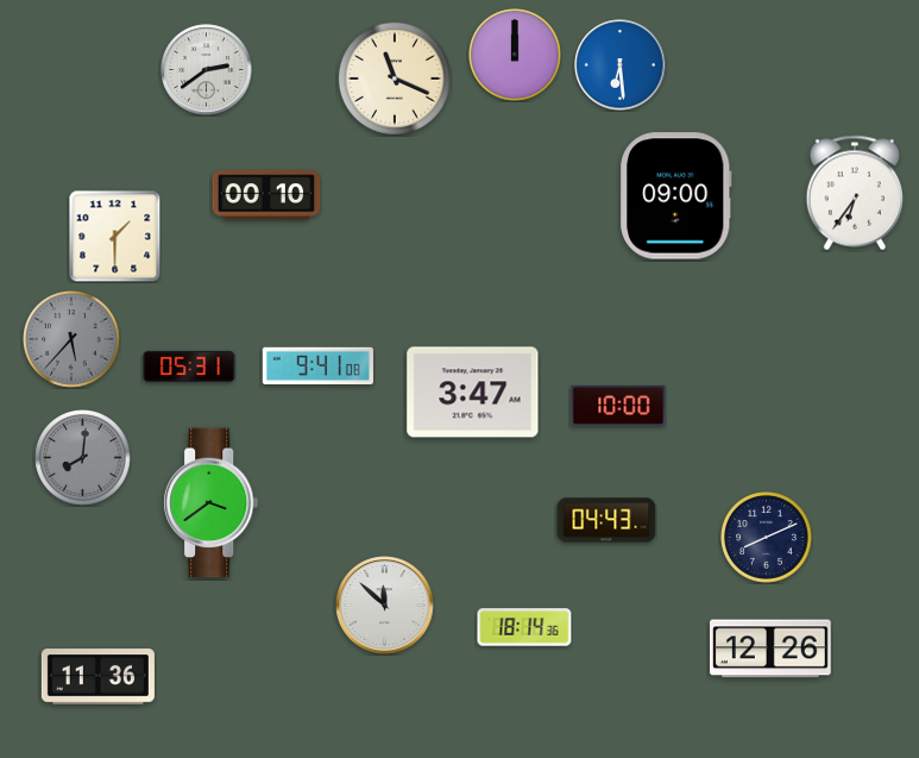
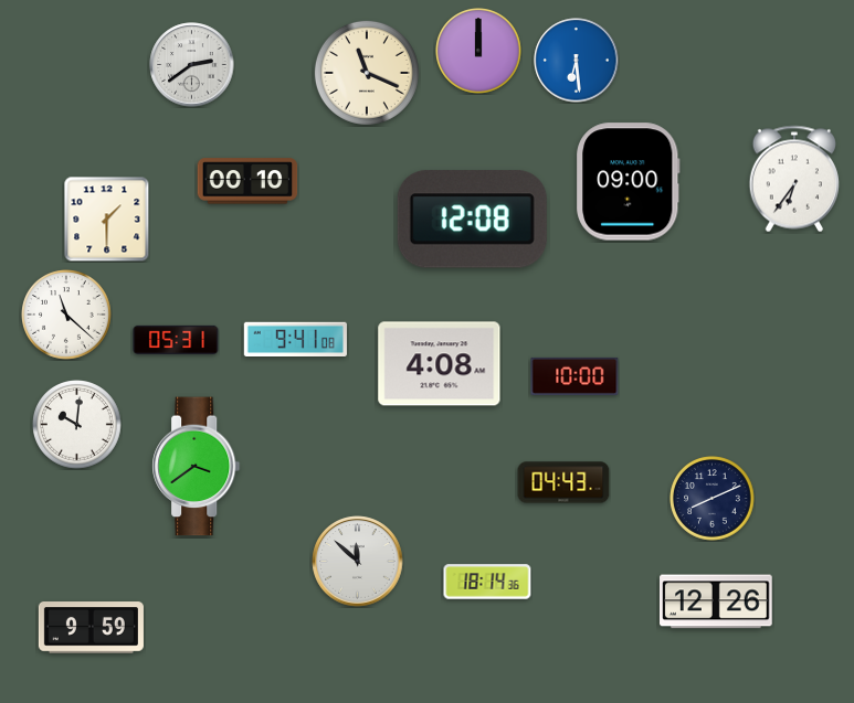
clock at (472, 220): none -> 12:08
clock at (73, 340): 5:37 -> 11:22
clock at (73, 340) dial: grey -> white
clock at (473, 393): 3:47 -> 4:08
clock at (83, 458): 8:01 -> 10:01
clock at (83, 458) dial: grey -> white
clock at (97, 677): 11:36 -> 9:59
